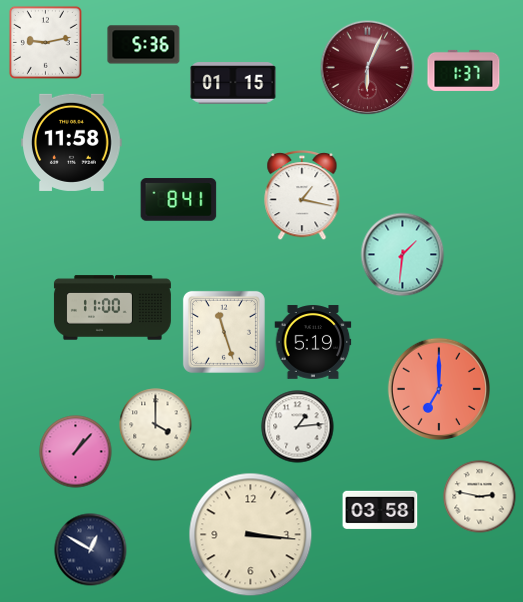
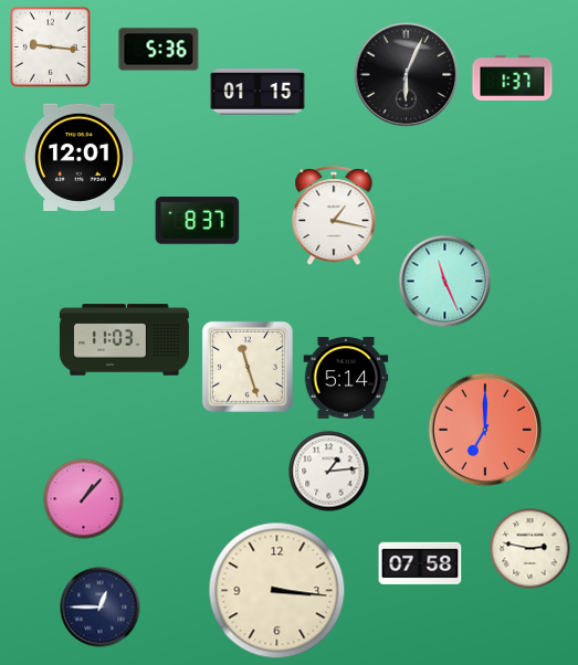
clock at (45, 42): 9:13 -> 9:16
clock at (368, 68) dial: burgundy -> black
clock at (72, 142): 11:58 -> 12:01
clock at (179, 200): 8:41 -> 8:37
clock at (403, 255): 1:31 -> 11:26
clock at (112, 308): 11:00 -> 11:03
clock at (313, 342): 5:19 -> 5:14
clock at (156, 425): 4:00 -> none
clock at (380, 509): 03:58 -> 07:58
clock at (91, 550): 12:50 -> 12:45
